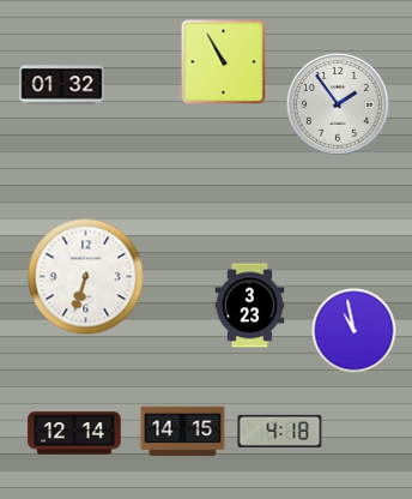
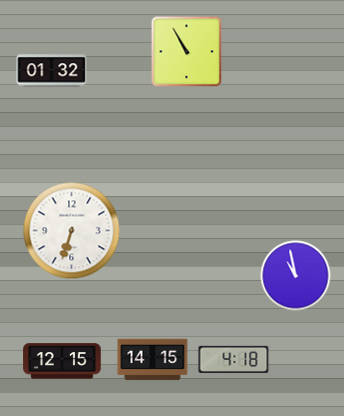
clock at (338, 104): 1:54 -> none
clock at (250, 306): 3:23 -> none
clock at (74, 433): 12:14 -> 12:15
